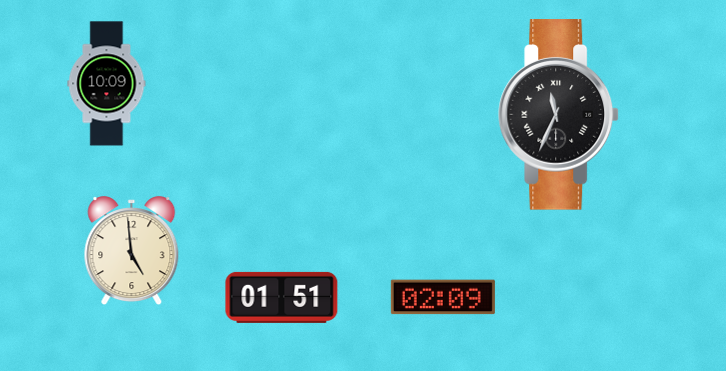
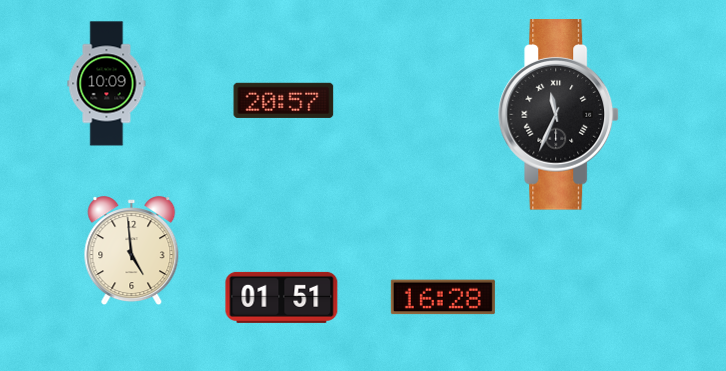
clock at (284, 100): none -> 20:57
clock at (443, 297): 02:09 -> 16:28
